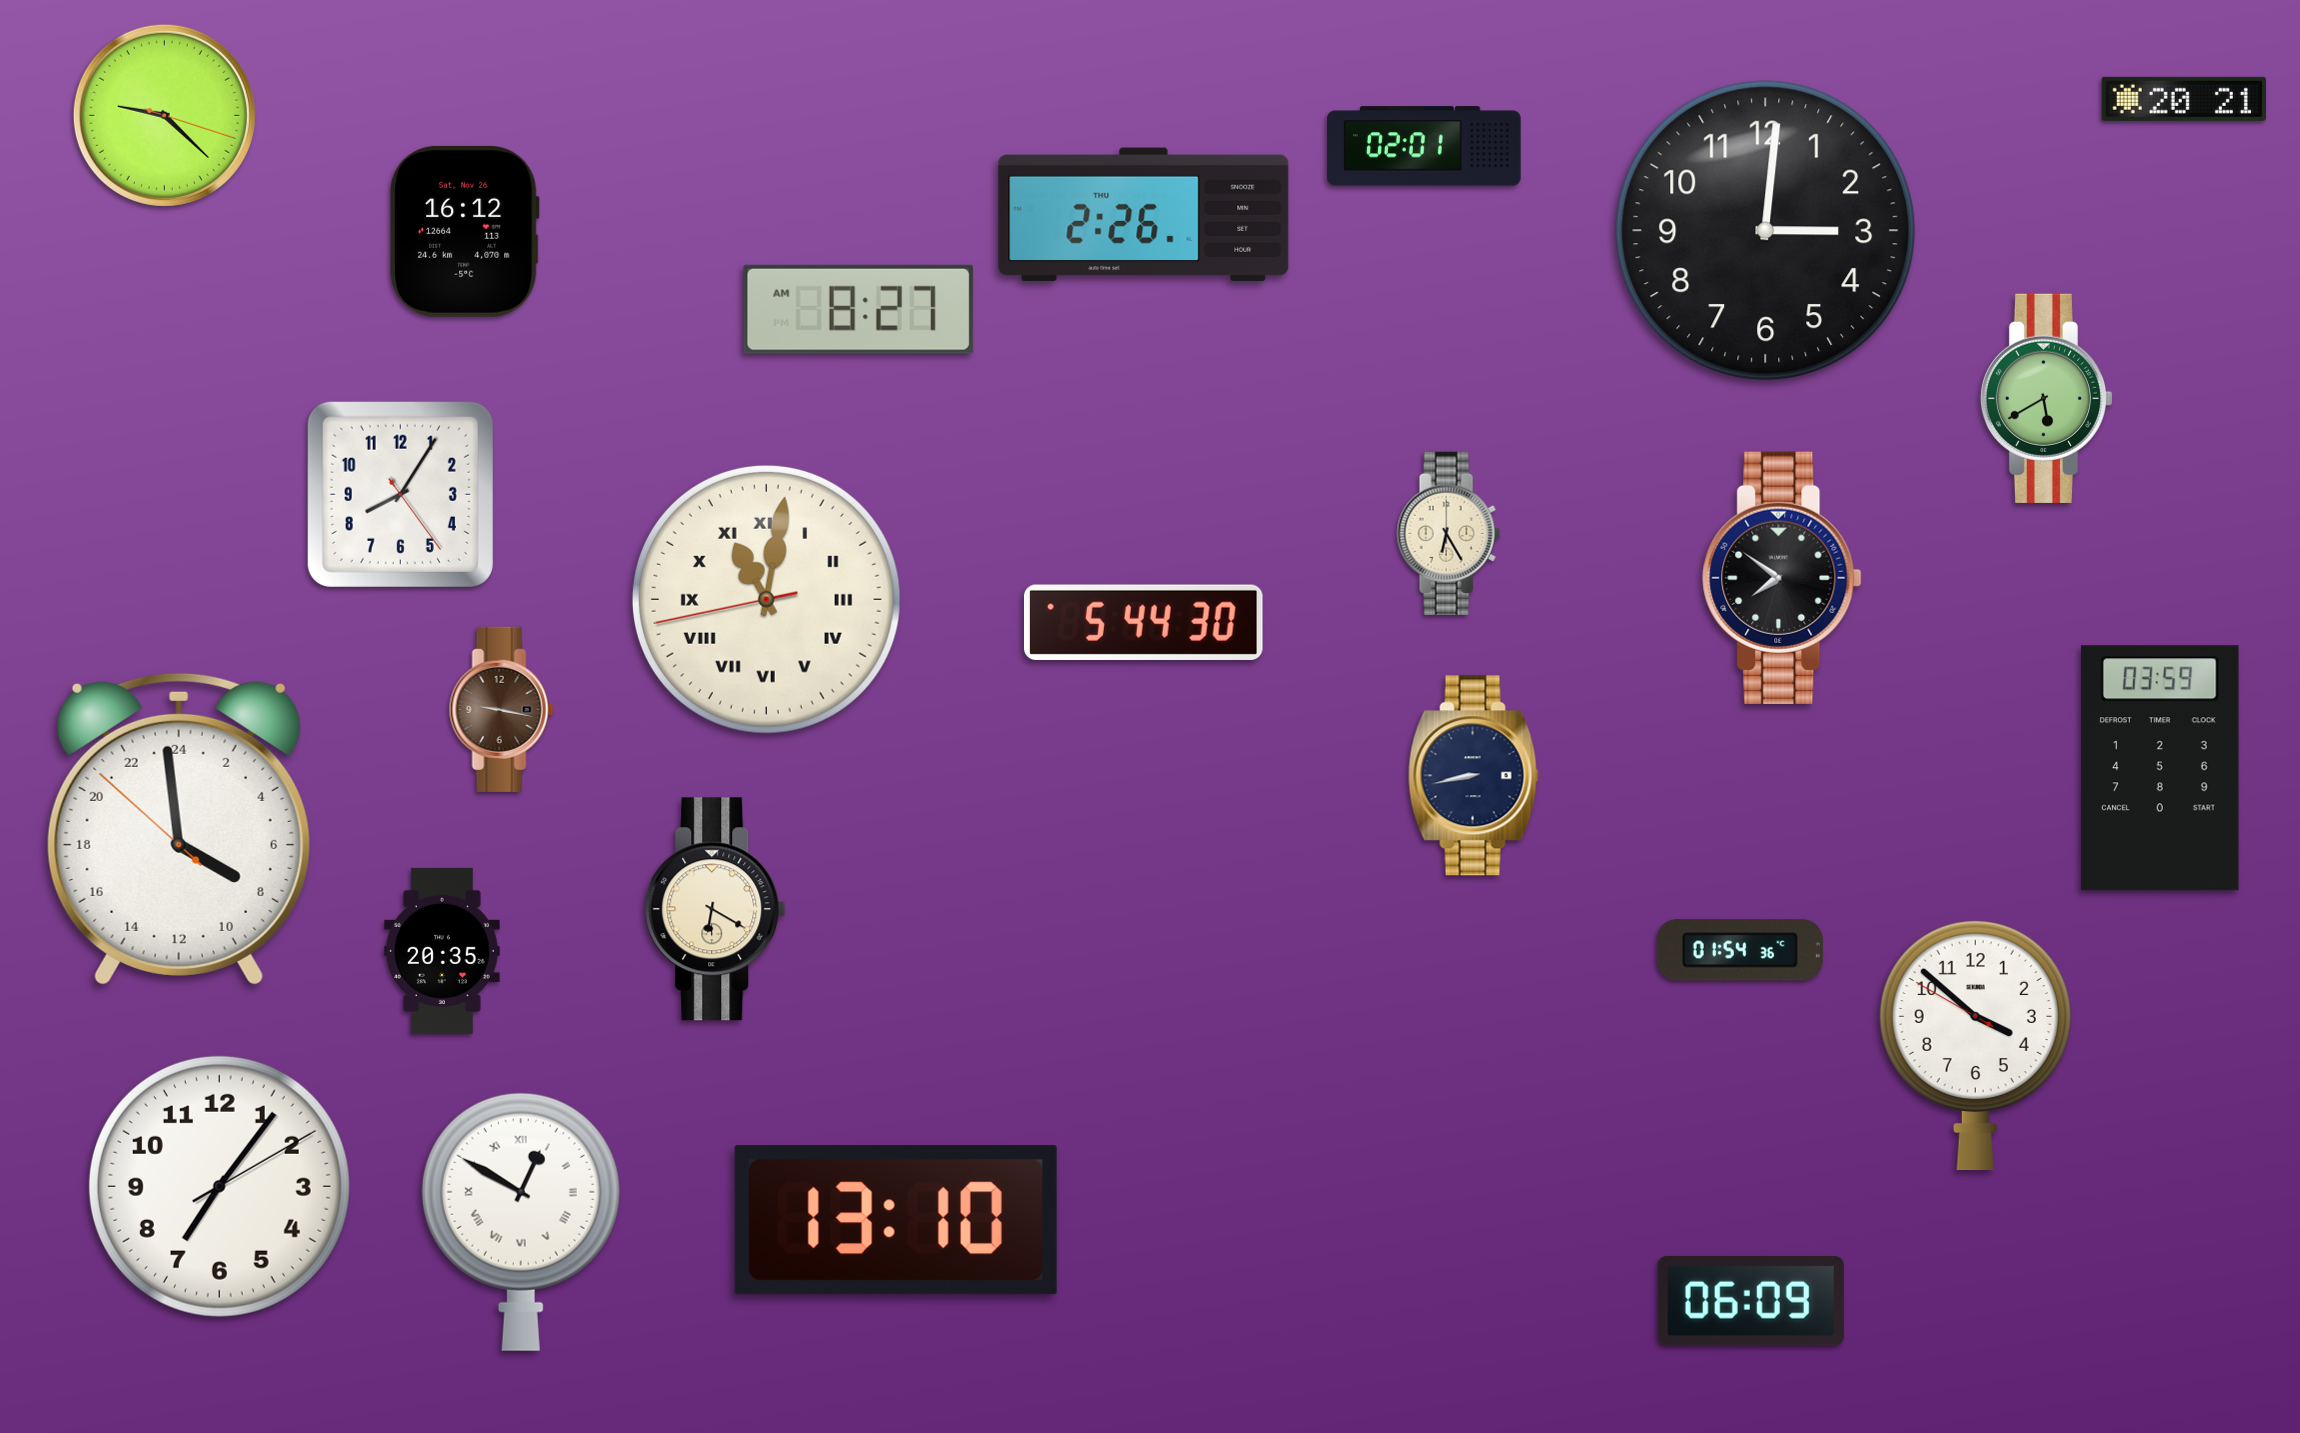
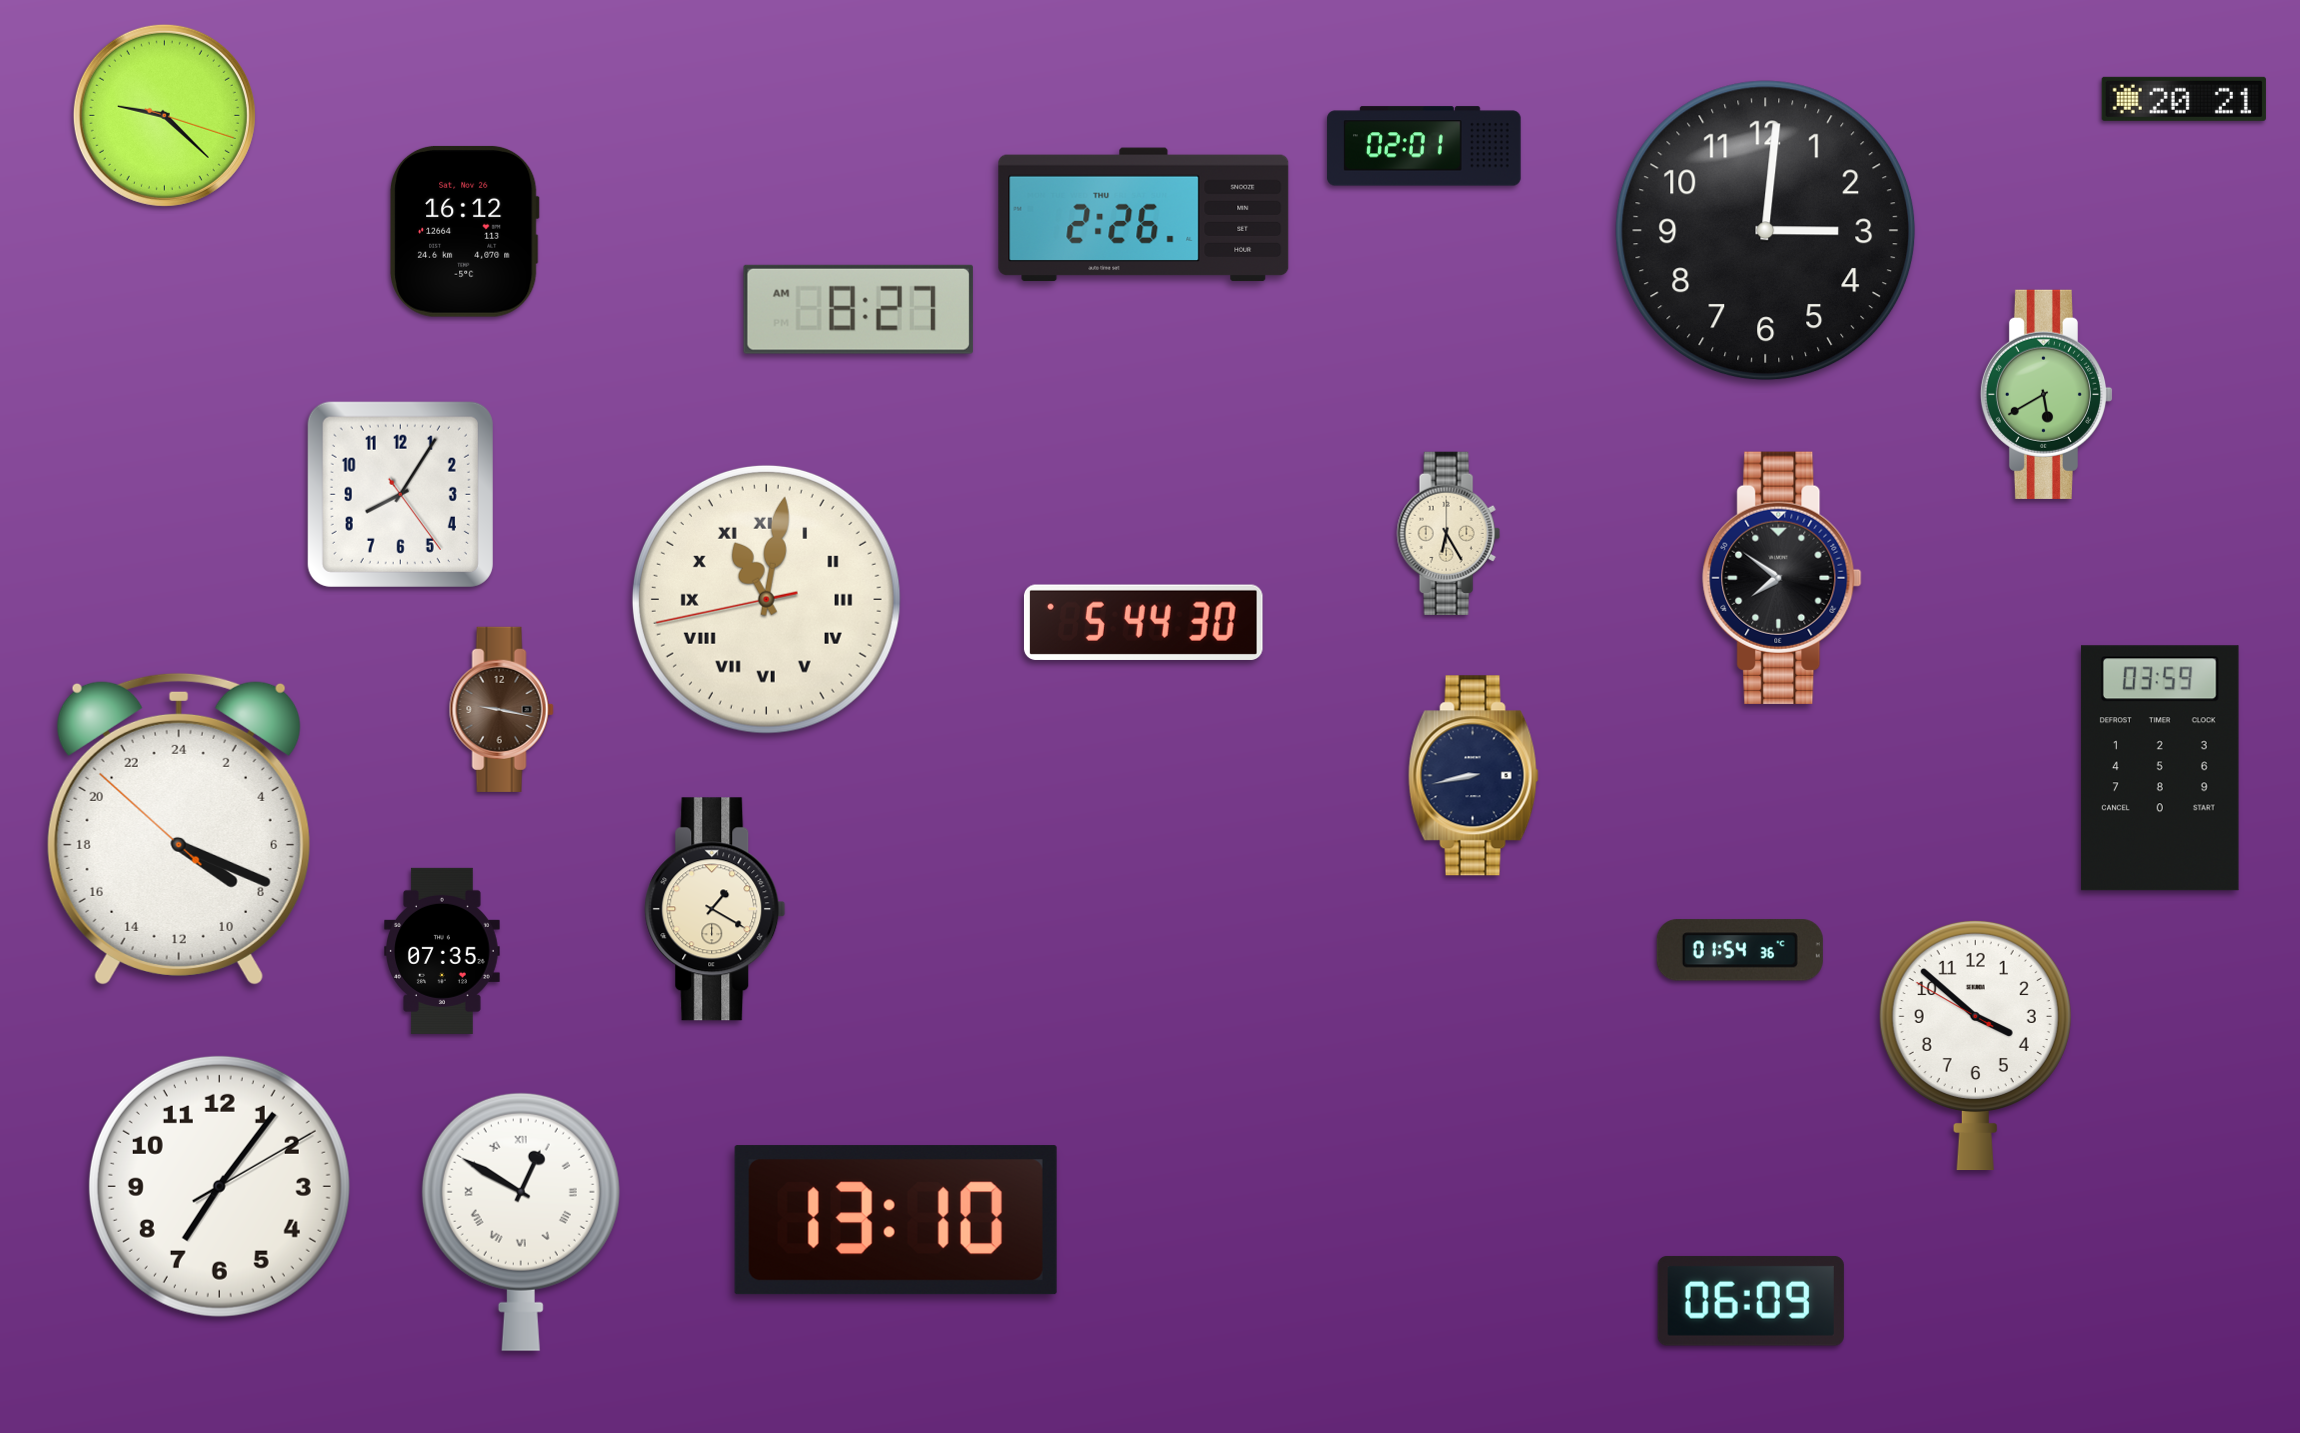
clock at (2046, 398) position: (2046, 398) -> (2046, 394)
clock at (179, 829): 7:58 -> 8:18
clock at (715, 909): 6:20 -> 1:20
clock at (442, 951): 20:35 -> 07:35
